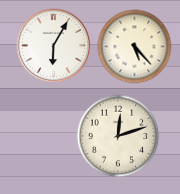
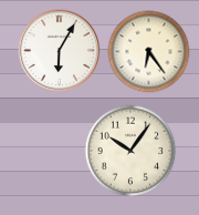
clock at (135, 47): 5:23 -> 6:24
clock at (118, 136): 12:12 -> 10:06
